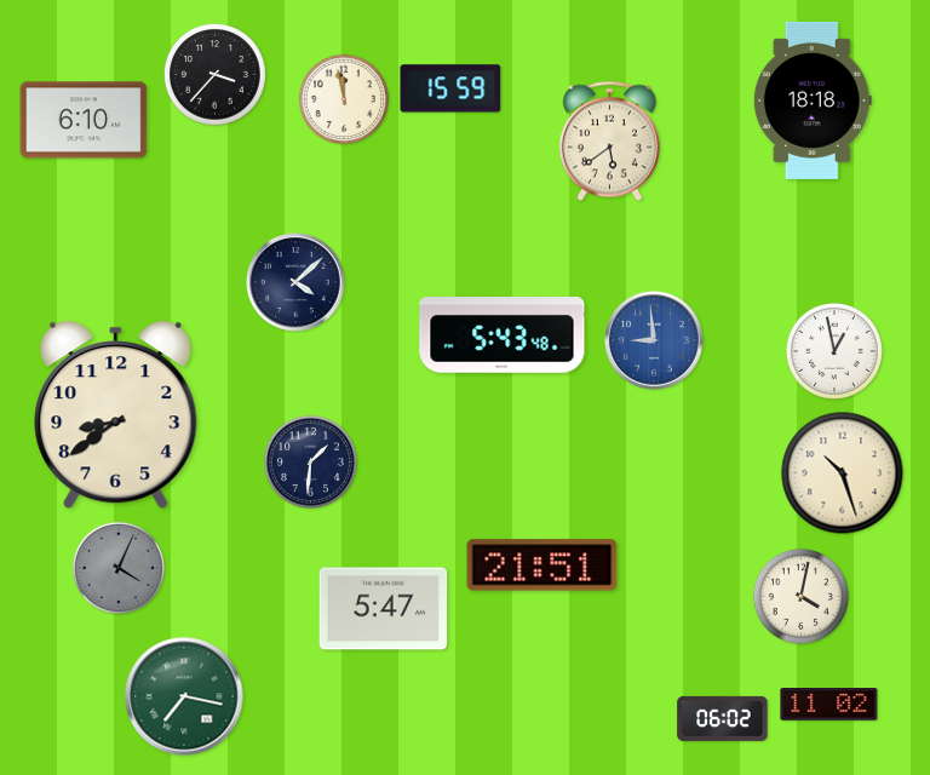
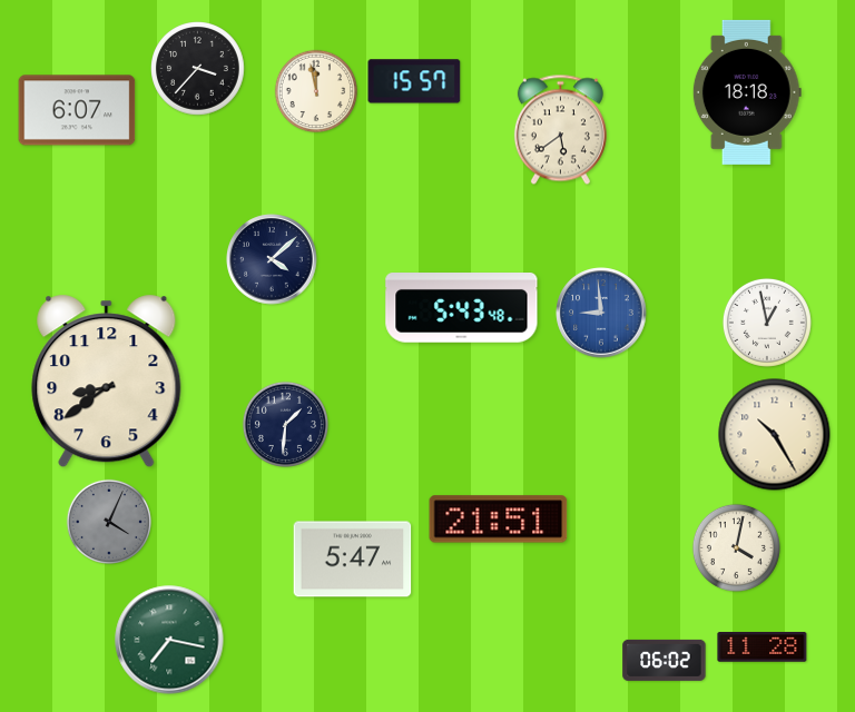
clock at (450, 88): 15:59 -> 15:57
clock at (84, 120): 6:10 -> 6:07
clock at (843, 473): 10:27 -> 10:25
clock at (829, 705): 11:02 -> 11:28
